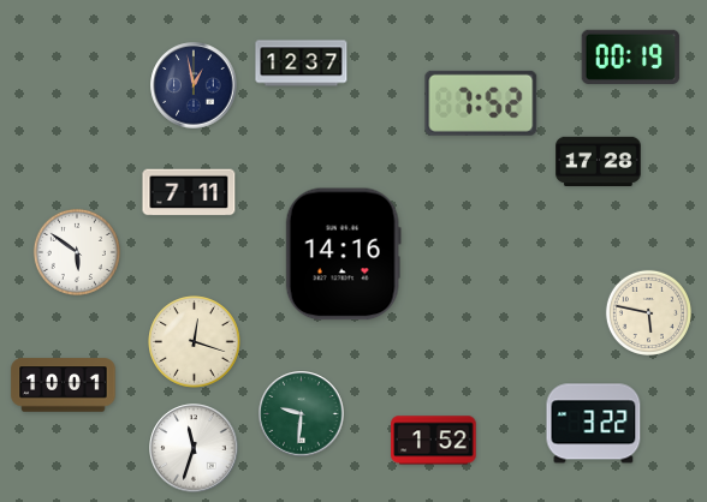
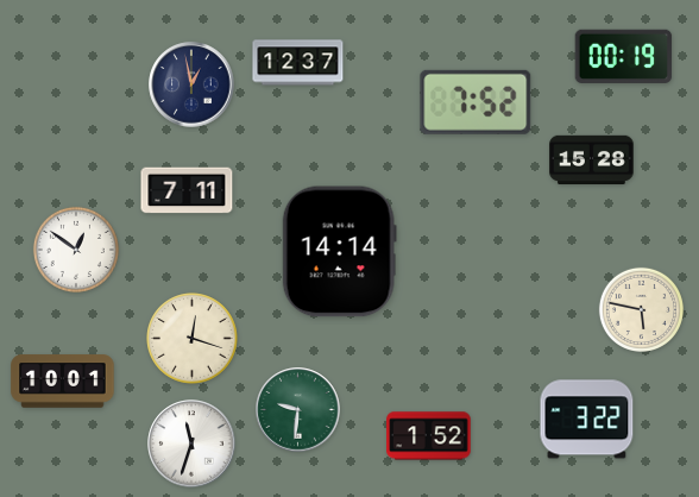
clock at (599, 161): 17:28 -> 15:28
clock at (77, 252): 5:51 -> 12:51
clock at (343, 255): 14:16 -> 14:14
